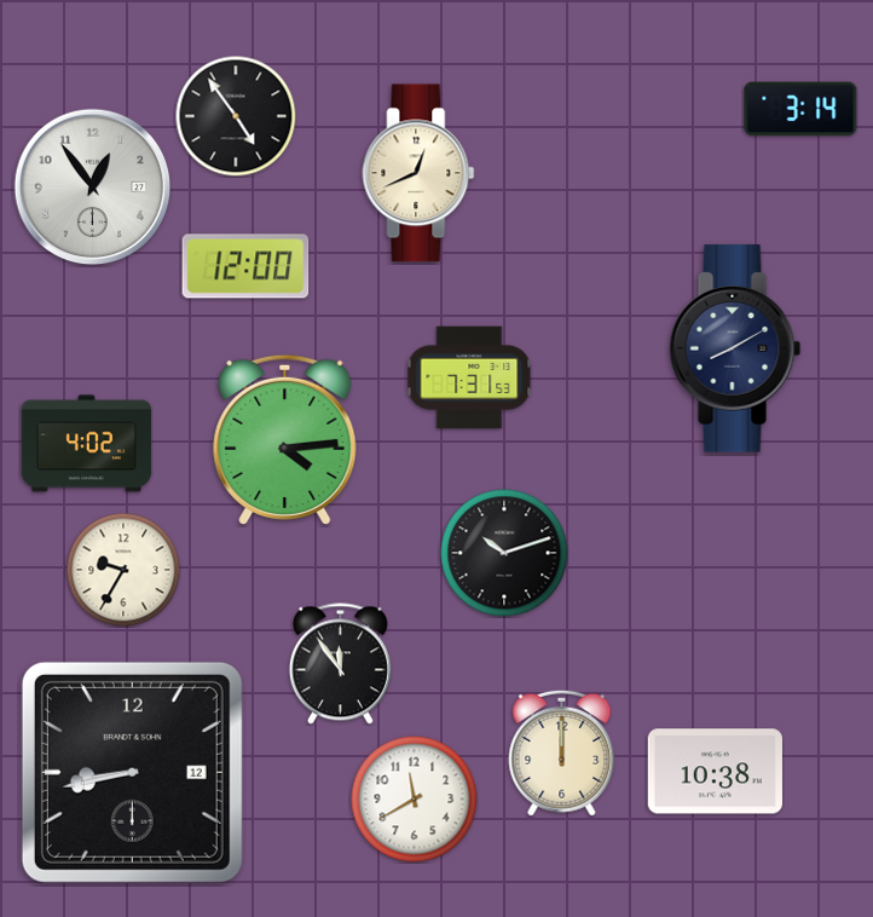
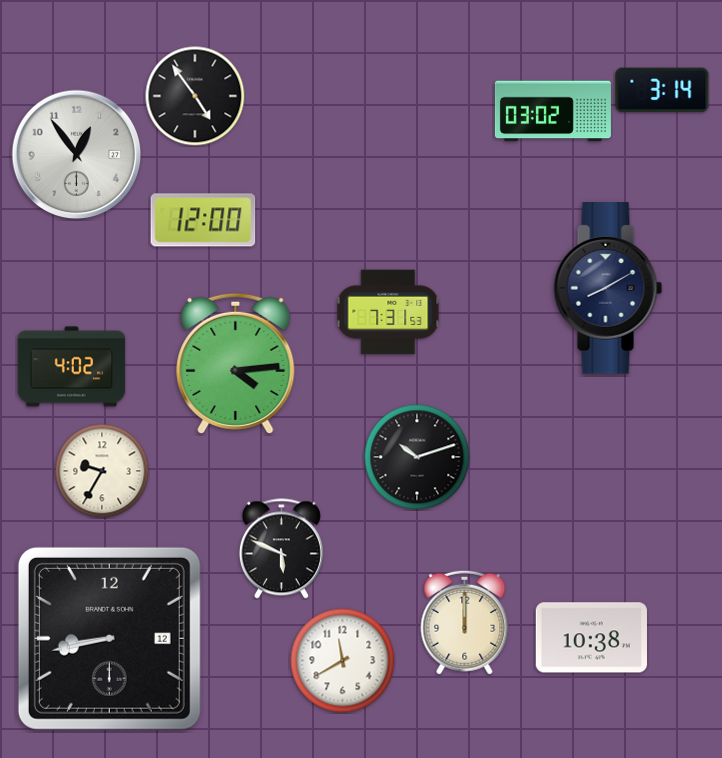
clock at (553, 111): none -> 03:02
clock at (418, 173): 12:41 -> none
clock at (340, 664): 11:54 -> 5:49
